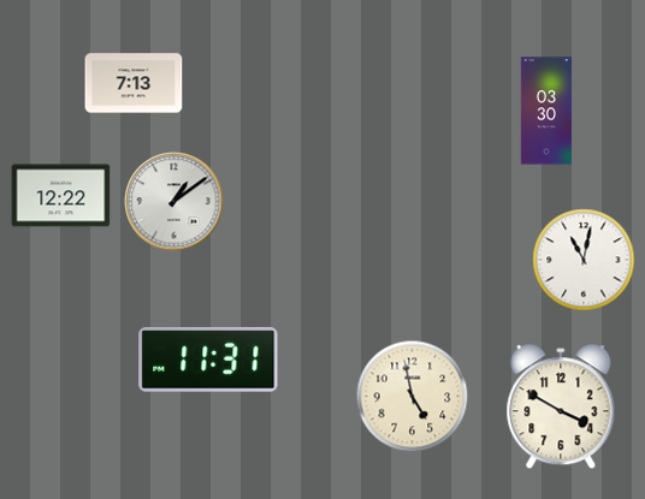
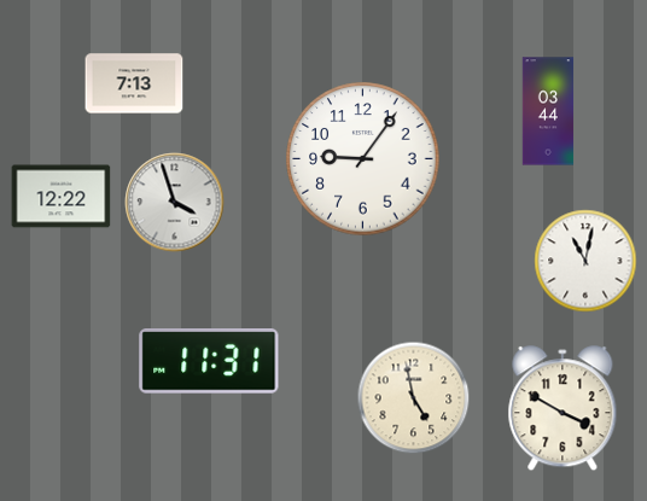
clock at (546, 111): 03:30 -> 03:44
clock at (363, 159): none -> 9:06
clock at (174, 202): 1:09 -> 3:57
